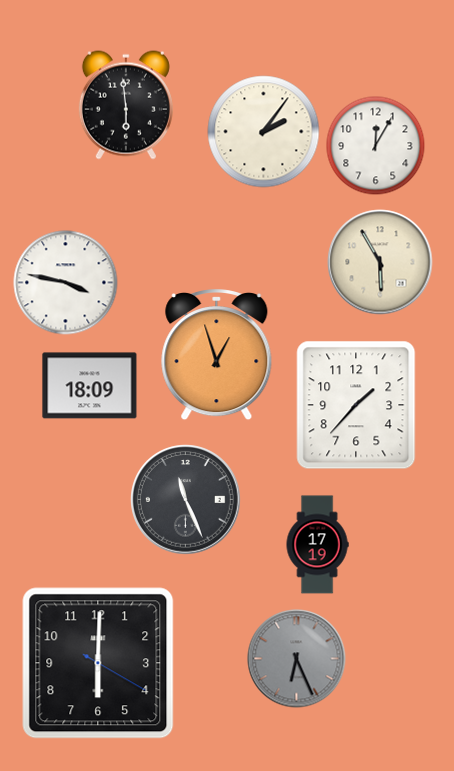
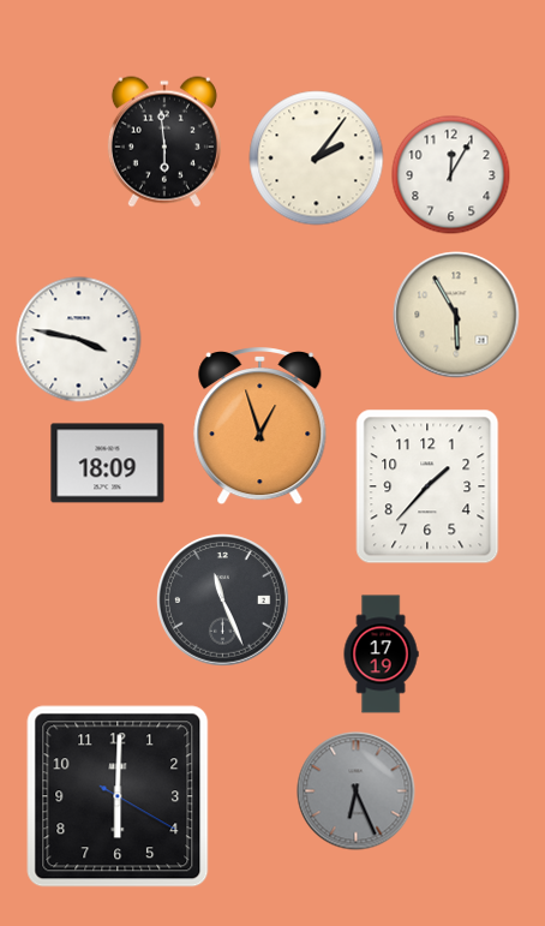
clock at (126, 105) position: (126, 105) -> (164, 142)
